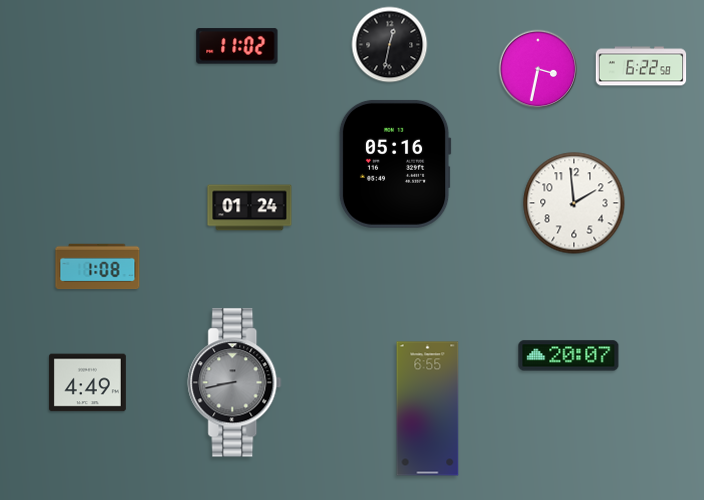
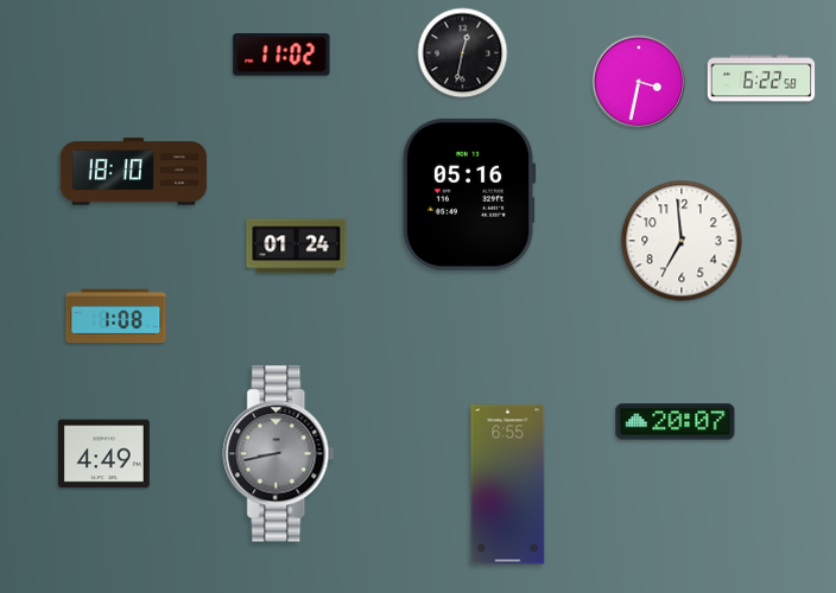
clock at (134, 172): none -> 18:10
clock at (574, 203): 1:59 -> 6:59
